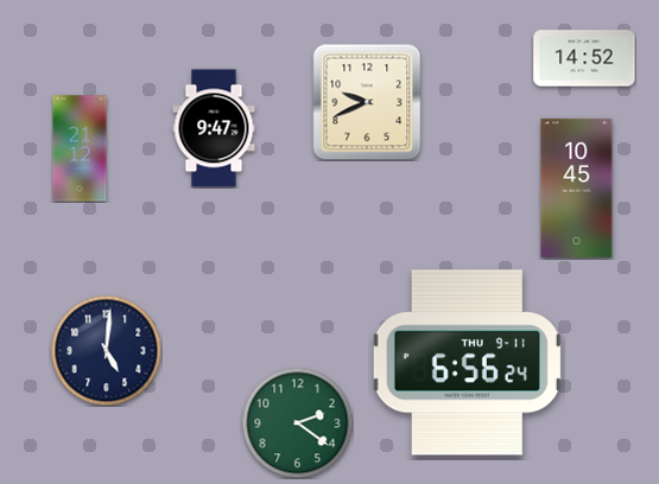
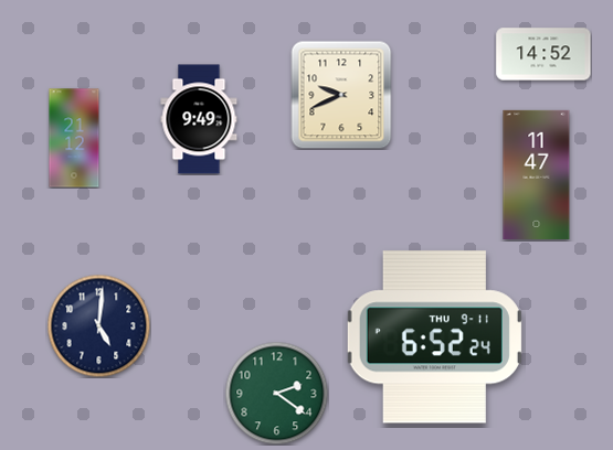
clock at (214, 128): 9:47 -> 9:49
clock at (577, 187): 10:45 -> 11:47
clock at (467, 363): 6:56 -> 6:52
